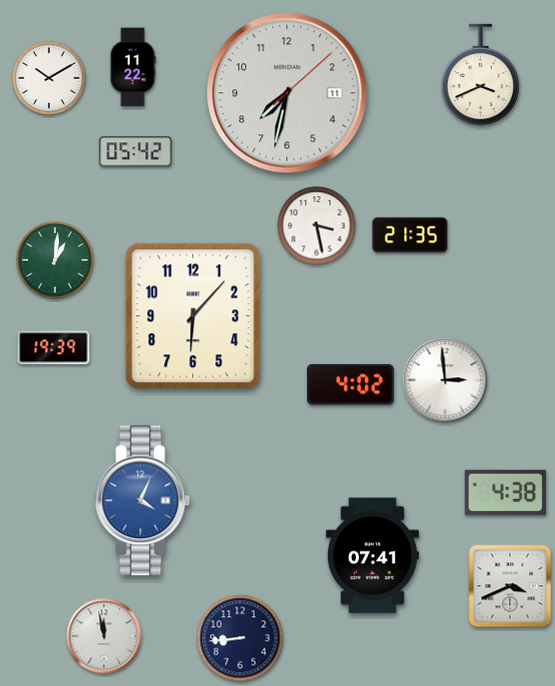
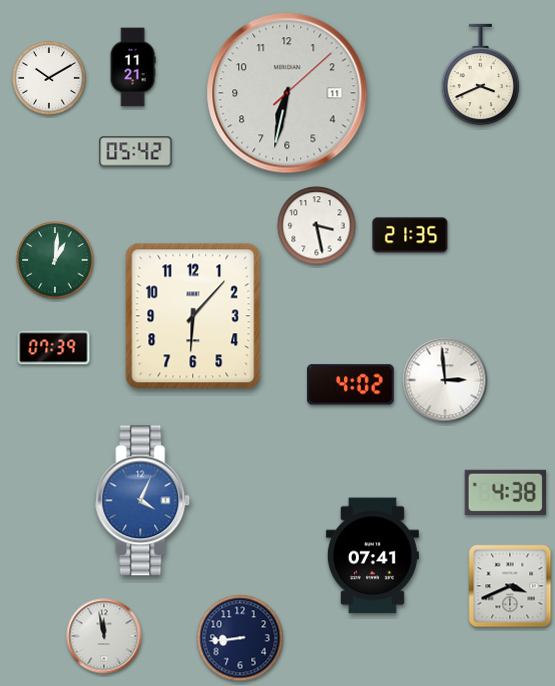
clock at (133, 67): 11:22 -> 11:21
clock at (287, 93): 7:32 -> 6:32
clock at (54, 348): 19:39 -> 07:39
